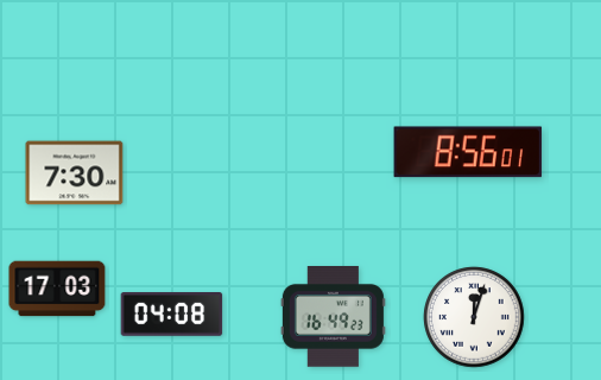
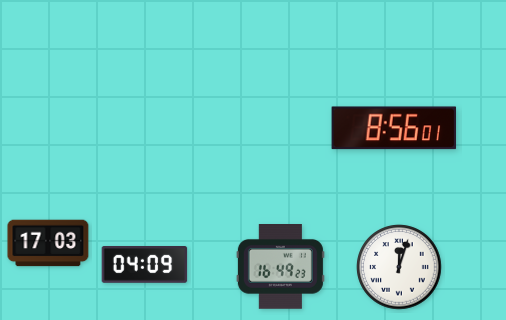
clock at (75, 173): 7:30 -> none
clock at (172, 315): 04:08 -> 04:09
